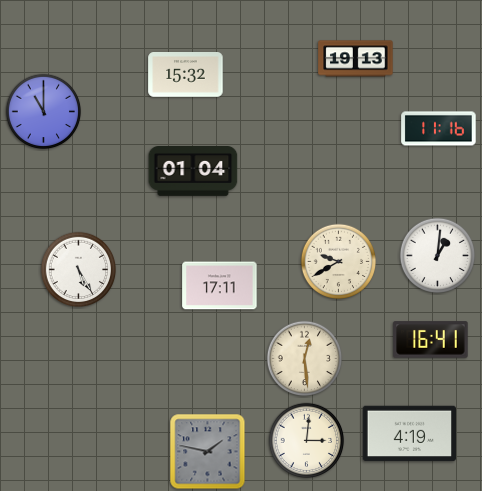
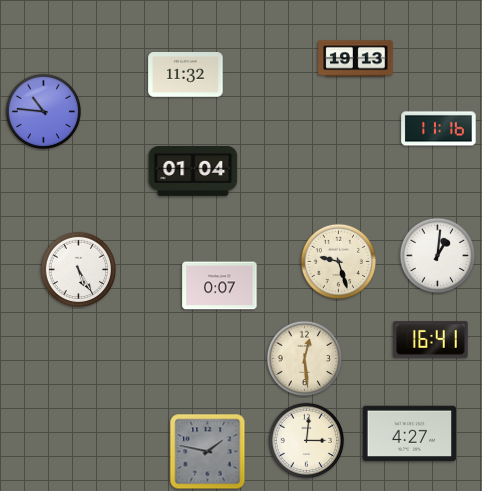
clock at (186, 75): 15:32 -> 11:32
clock at (44, 112): 11:00 -> 10:46
clock at (339, 262): 9:40 -> 9:27
clock at (220, 286): 17:11 -> 0:07
clock at (409, 434): 4:19 -> 4:27
